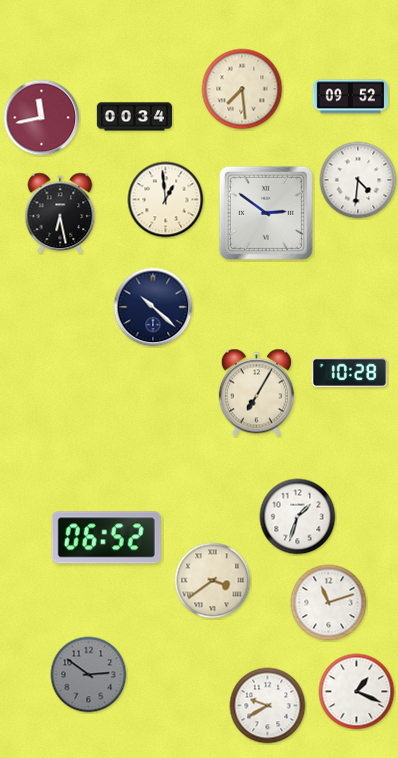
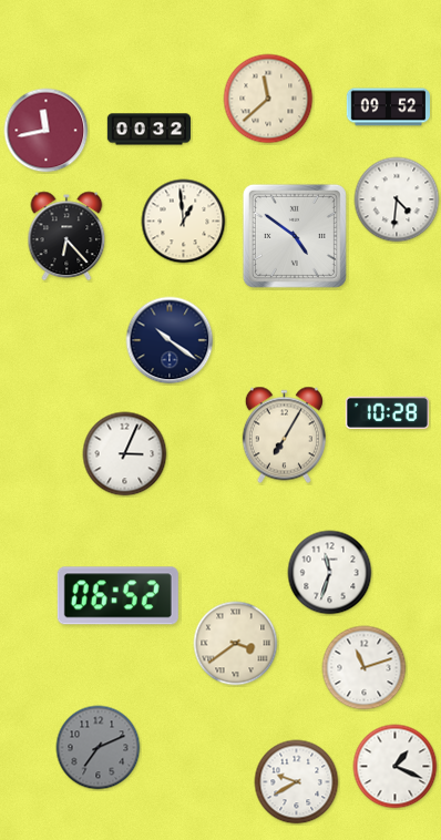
clock at (242, 89): 7:29 -> 11:38
clock at (135, 117): 00:34 -> 00:32
clock at (60, 213): 6:28 -> 6:23
clock at (266, 213): 2:51 -> 4:51
clock at (153, 307): 10:22 -> 10:21
clock at (125, 454): none -> 3:04
clock at (298, 517): 1:33 -> 11:33
clock at (89, 675): 2:51 -> 7:11
